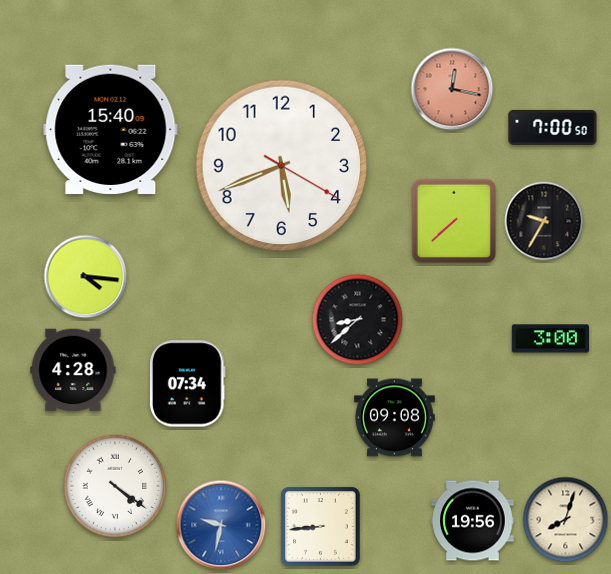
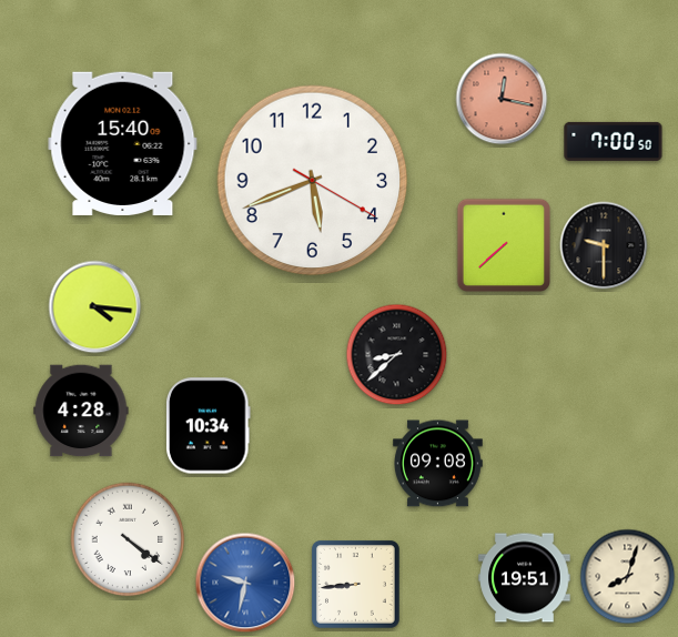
clock at (282, 166) position: (282, 166) -> (313, 181)
clock at (544, 221): 9:35 -> 9:30
clock at (550, 339): 3:00 -> none
clock at (188, 384): 07:34 -> 10:34
clock at (473, 521): 19:56 -> 19:51
